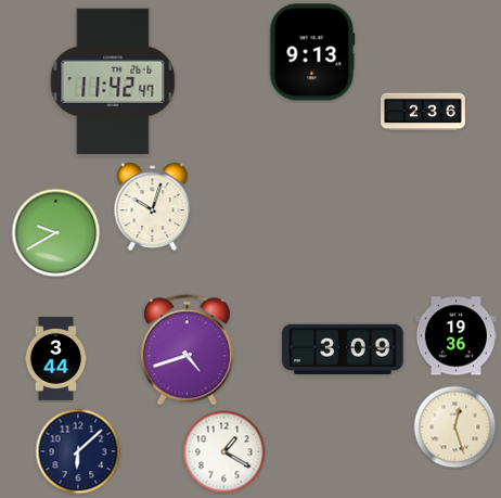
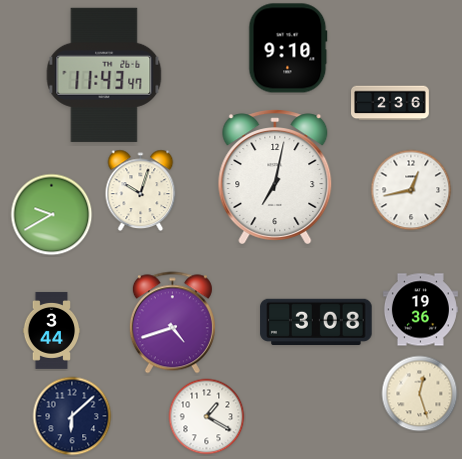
clock at (312, 52): 9:13 -> 9:10
clock at (113, 81): 11:42 -> 11:43
clock at (275, 177): none -> 7:02
clock at (411, 190): none -> 12:43
clock at (343, 348): 3:09 -> 3:08
